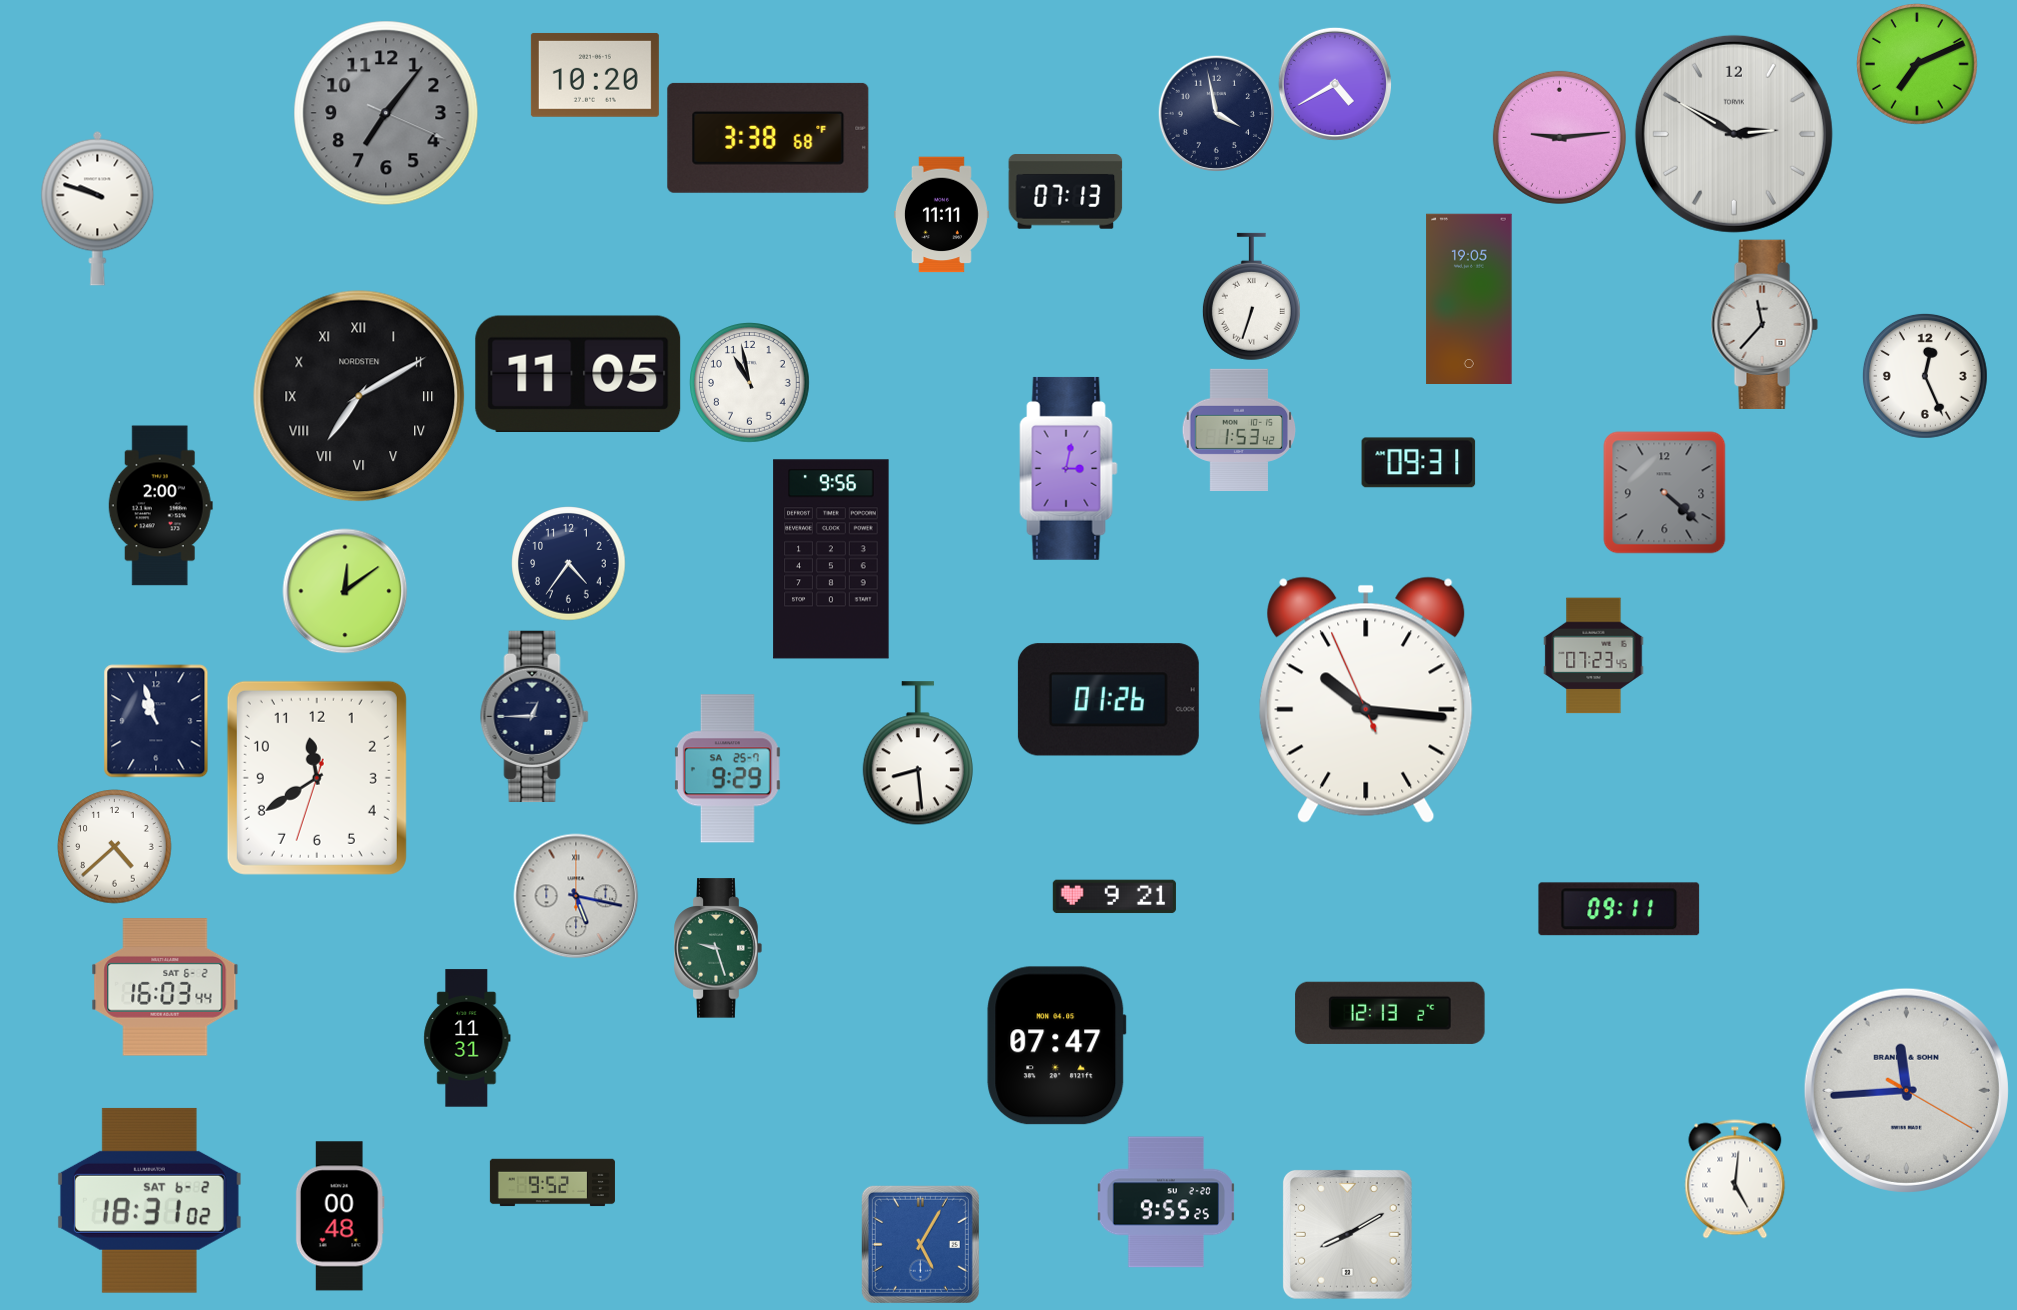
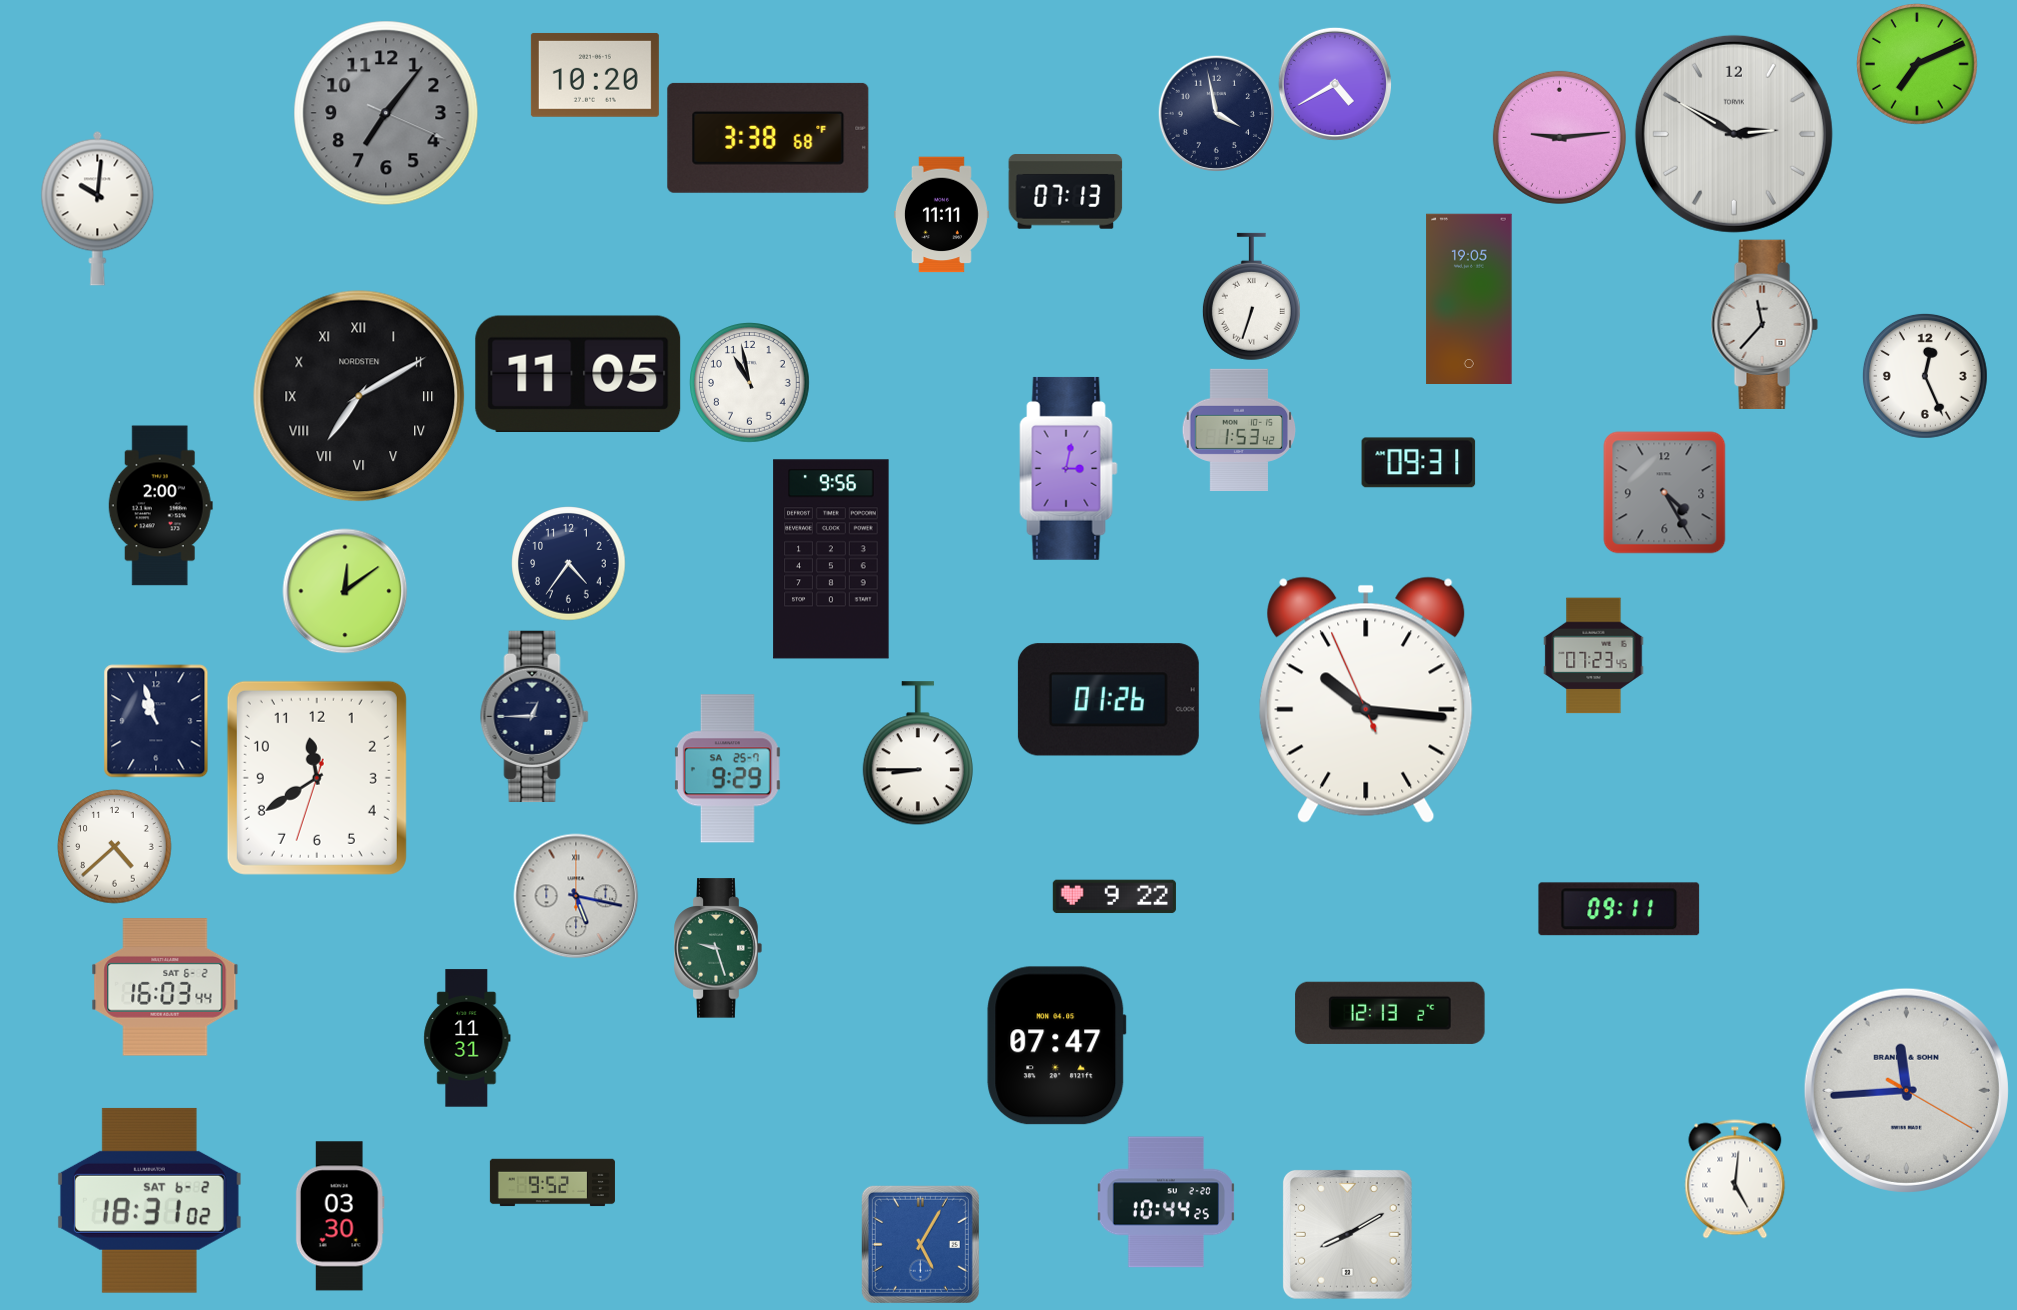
clock at (98, 208): 9:48 -> 10:01
clock at (1665, 493): 4:22 -> 4:25
clock at (918, 754): 8:29 -> 8:45
clock at (1114, 897): 9:21 -> 9:22
clock at (1166, 1202): 9:55 -> 10:44
clock at (340, 1216): 00:48 -> 03:30
